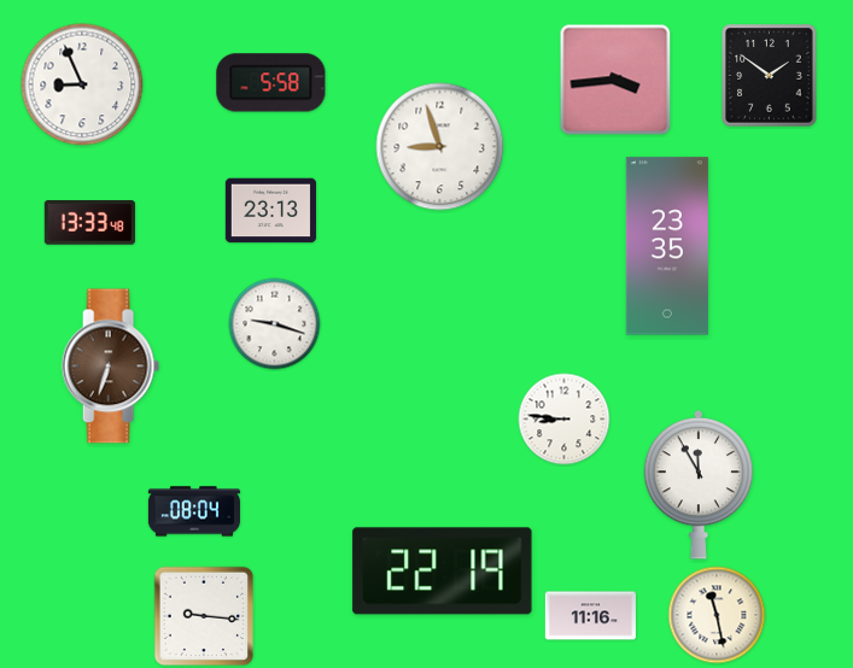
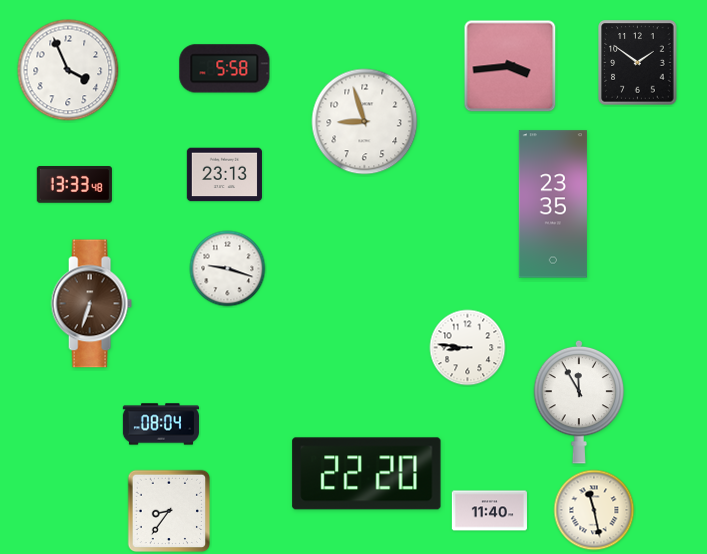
clock at (82, 84): 8:56 -> 3:56
clock at (443, 572): 22:19 -> 22:20
clock at (204, 616): 9:16 -> 8:36
clock at (590, 616): 11:16 -> 11:40
